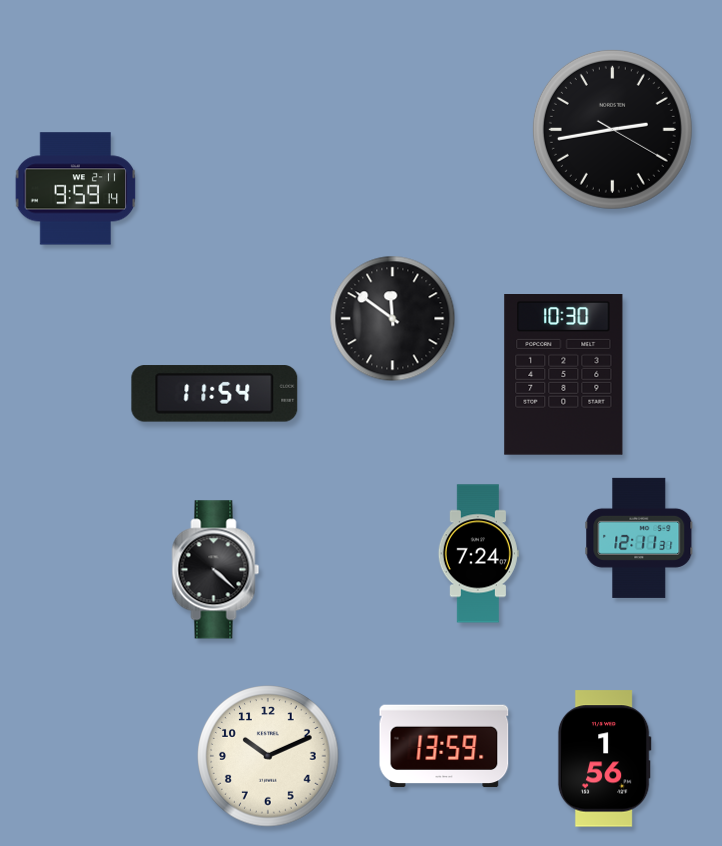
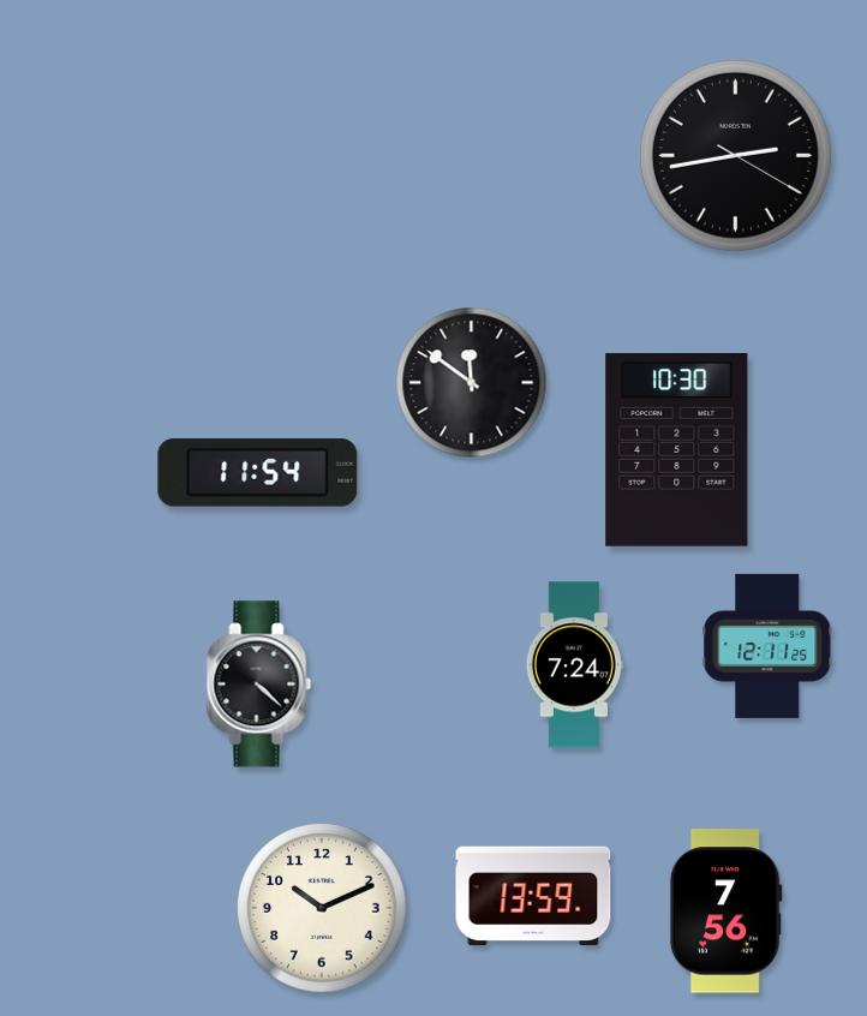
clock at (76, 189): 9:59 -> none
clock at (639, 538): 12:11:31 -> 12:11:25
clock at (604, 759): 1:56 -> 7:56
